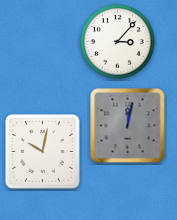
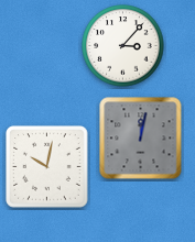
clock at (118, 42) position: (118, 42) -> (123, 46)
